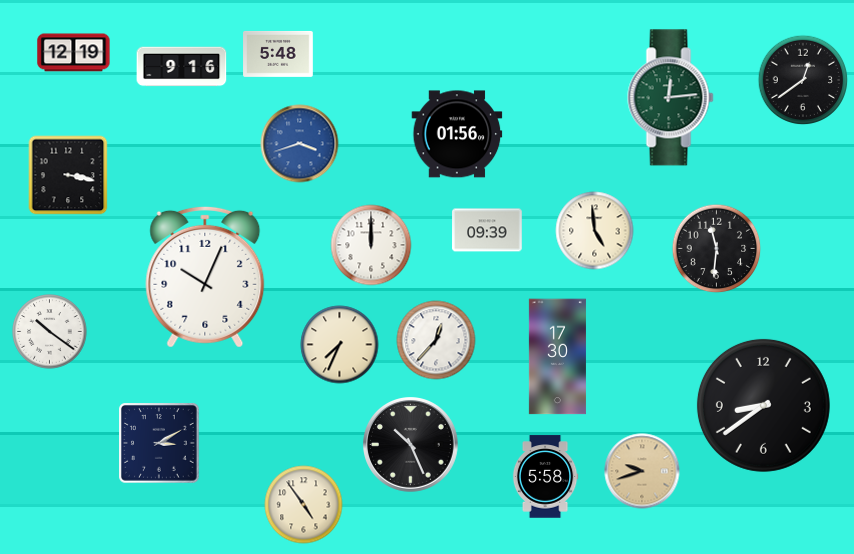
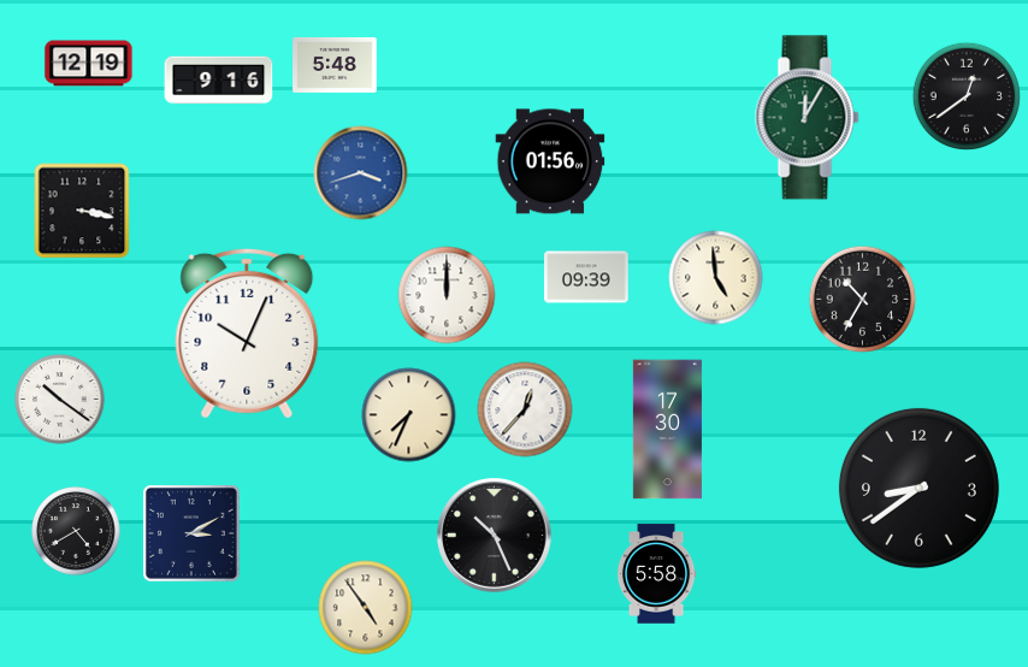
clock at (671, 98): 12:14 -> 12:05
clock at (717, 249): 11:31 -> 10:35
clock at (557, 357) position: (557, 357) -> (667, 430)
clock at (76, 531): none -> 4:40
clock at (642, 471): 9:42 -> none
